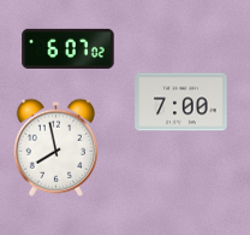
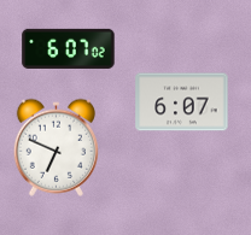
clock at (181, 102): 7:00 -> 6:07
clock at (55, 147): 7:58 -> 6:49
